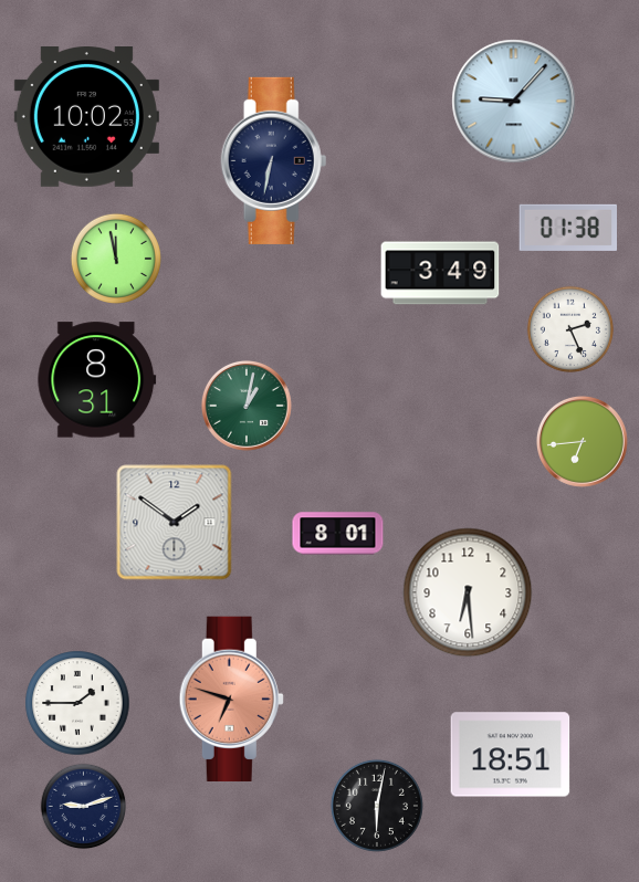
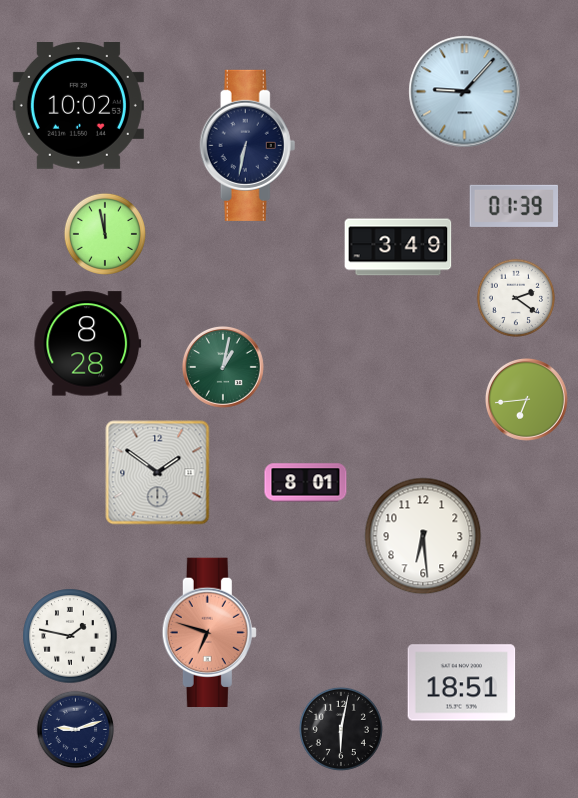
clock at (567, 228): 01:38 -> 01:39
clock at (570, 329): 2:26 -> 2:21
clock at (97, 380): 8:31 -> 8:28
clock at (77, 703): 1:45 -> 1:47
